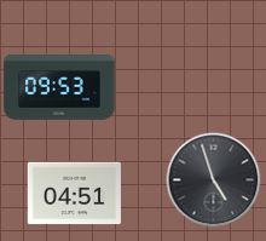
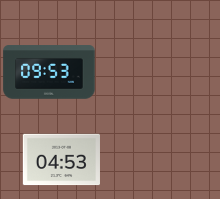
clock at (213, 179): 4:57 -> none
clock at (74, 194): 04:51 -> 04:53
